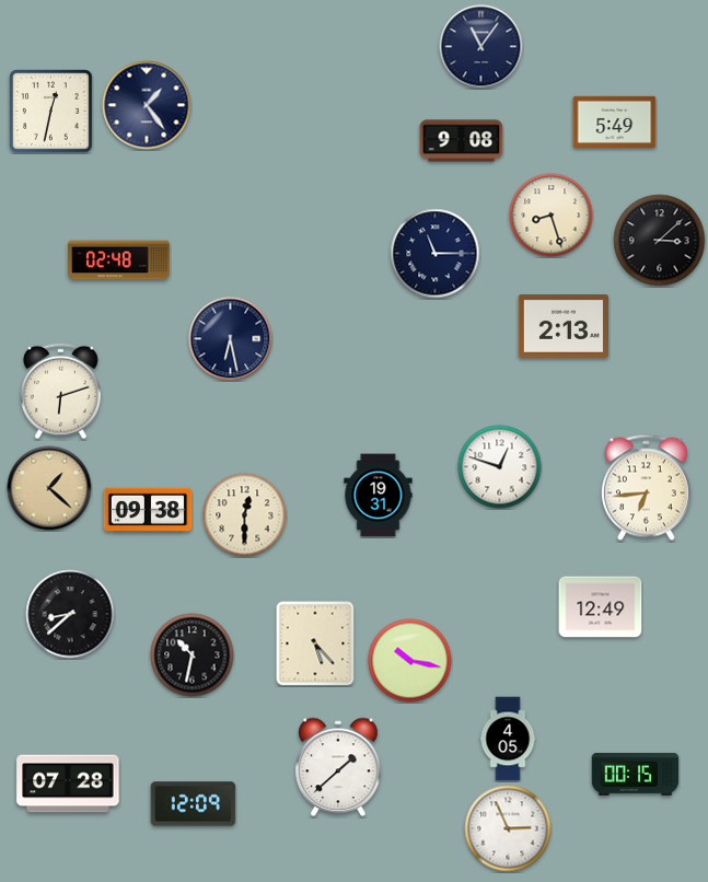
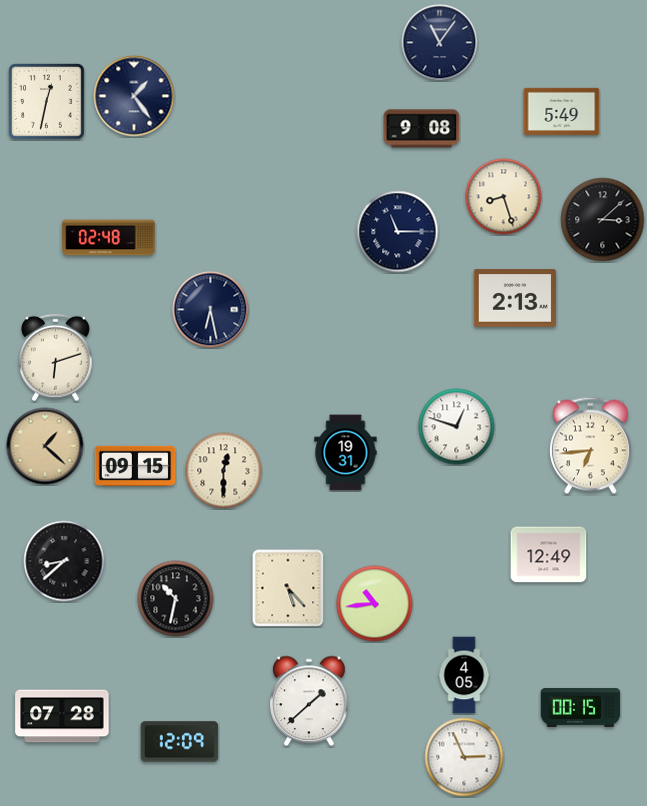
clock at (148, 509): 09:38 -> 09:15
clock at (410, 661): 10:17 -> 10:44
clock at (194, 804) position: (194, 804) -> (180, 742)
